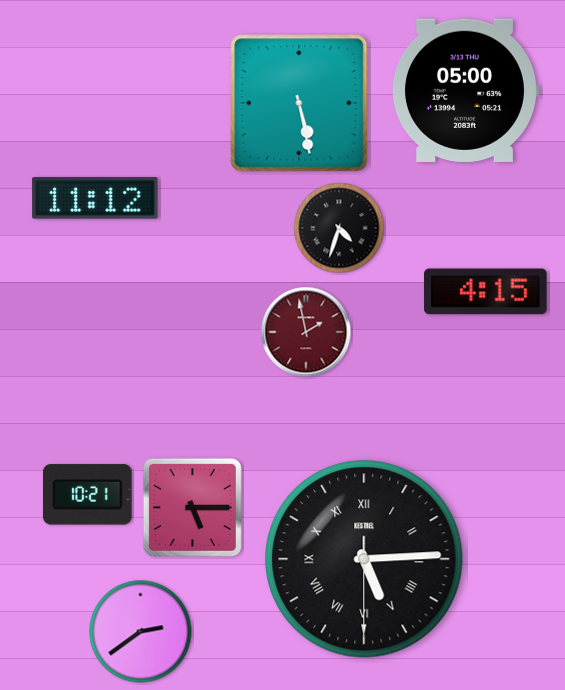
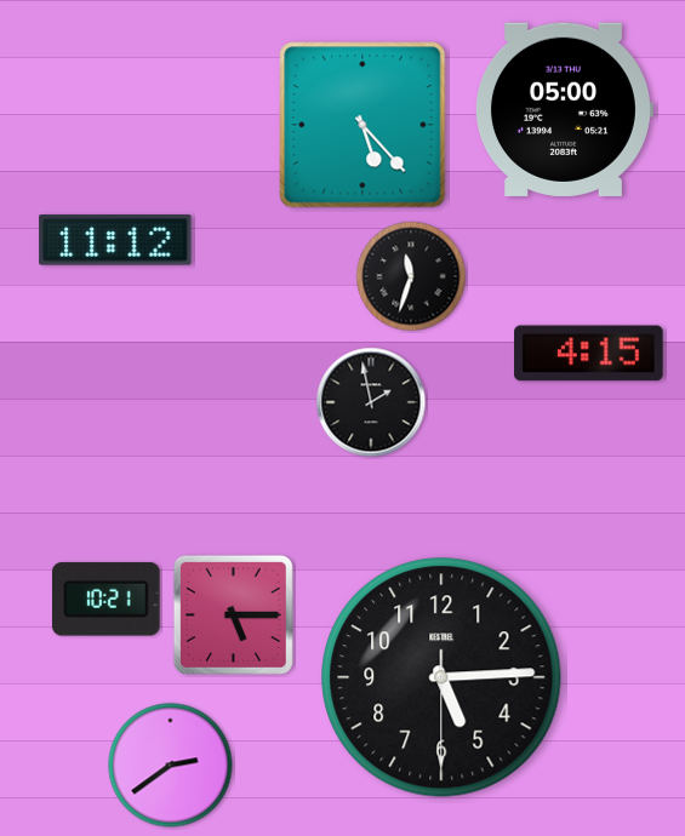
clock at (299, 103): 5:28 -> 5:23
clock at (339, 228): 4:33 -> 11:33
clock at (306, 332) dial: burgundy -> black
clock at (364, 559) numerals: Roman -> Arabic
